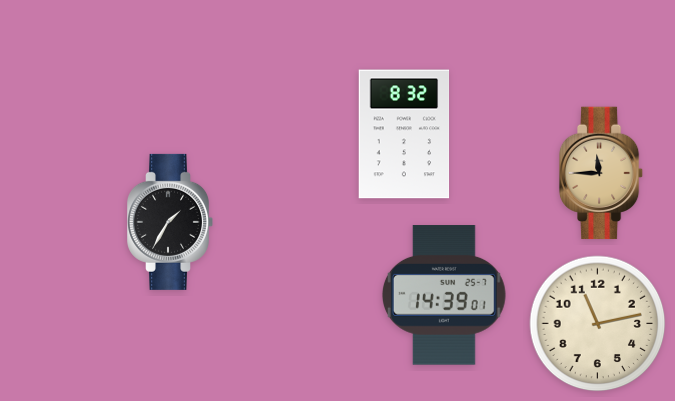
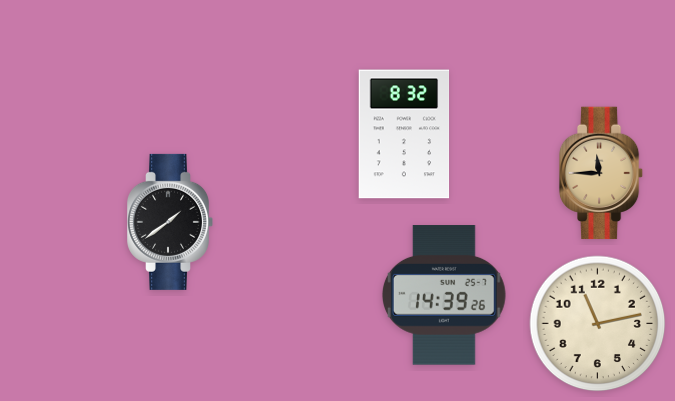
clock at (170, 222): 1:35 -> 1:39
clock at (444, 295): 14:39:01 -> 14:39:26
